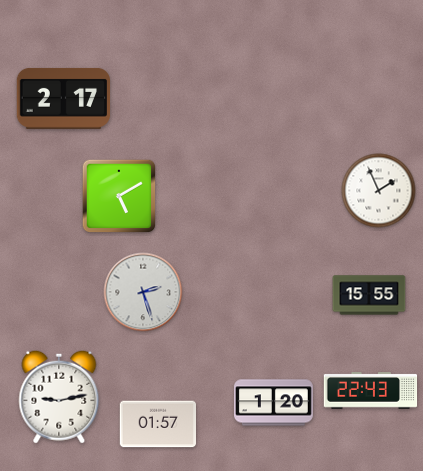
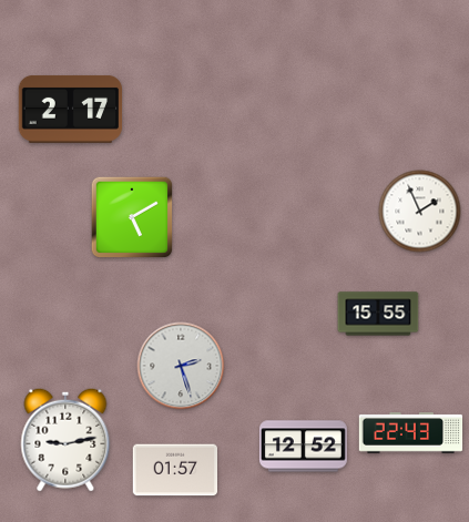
clock at (143, 292) position: (143, 292) -> (181, 366)
clock at (369, 295) position: (369, 295) -> (378, 314)
clock at (273, 403): 1:20 -> 12:52
